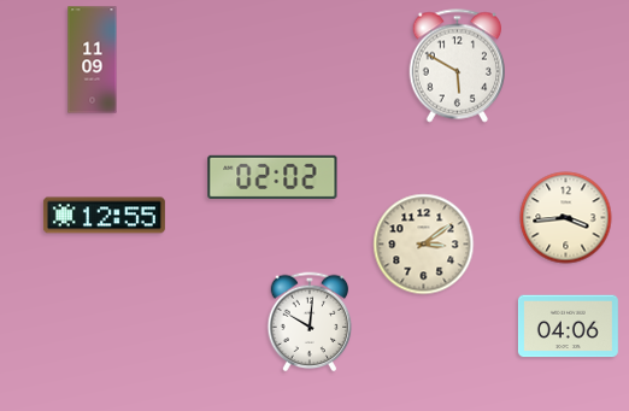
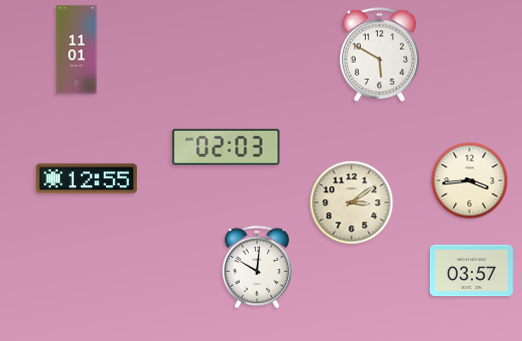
clock at (93, 60): 11:09 -> 11:01
clock at (272, 177): 02:02 -> 02:03
clock at (568, 327): 04:06 -> 03:57
